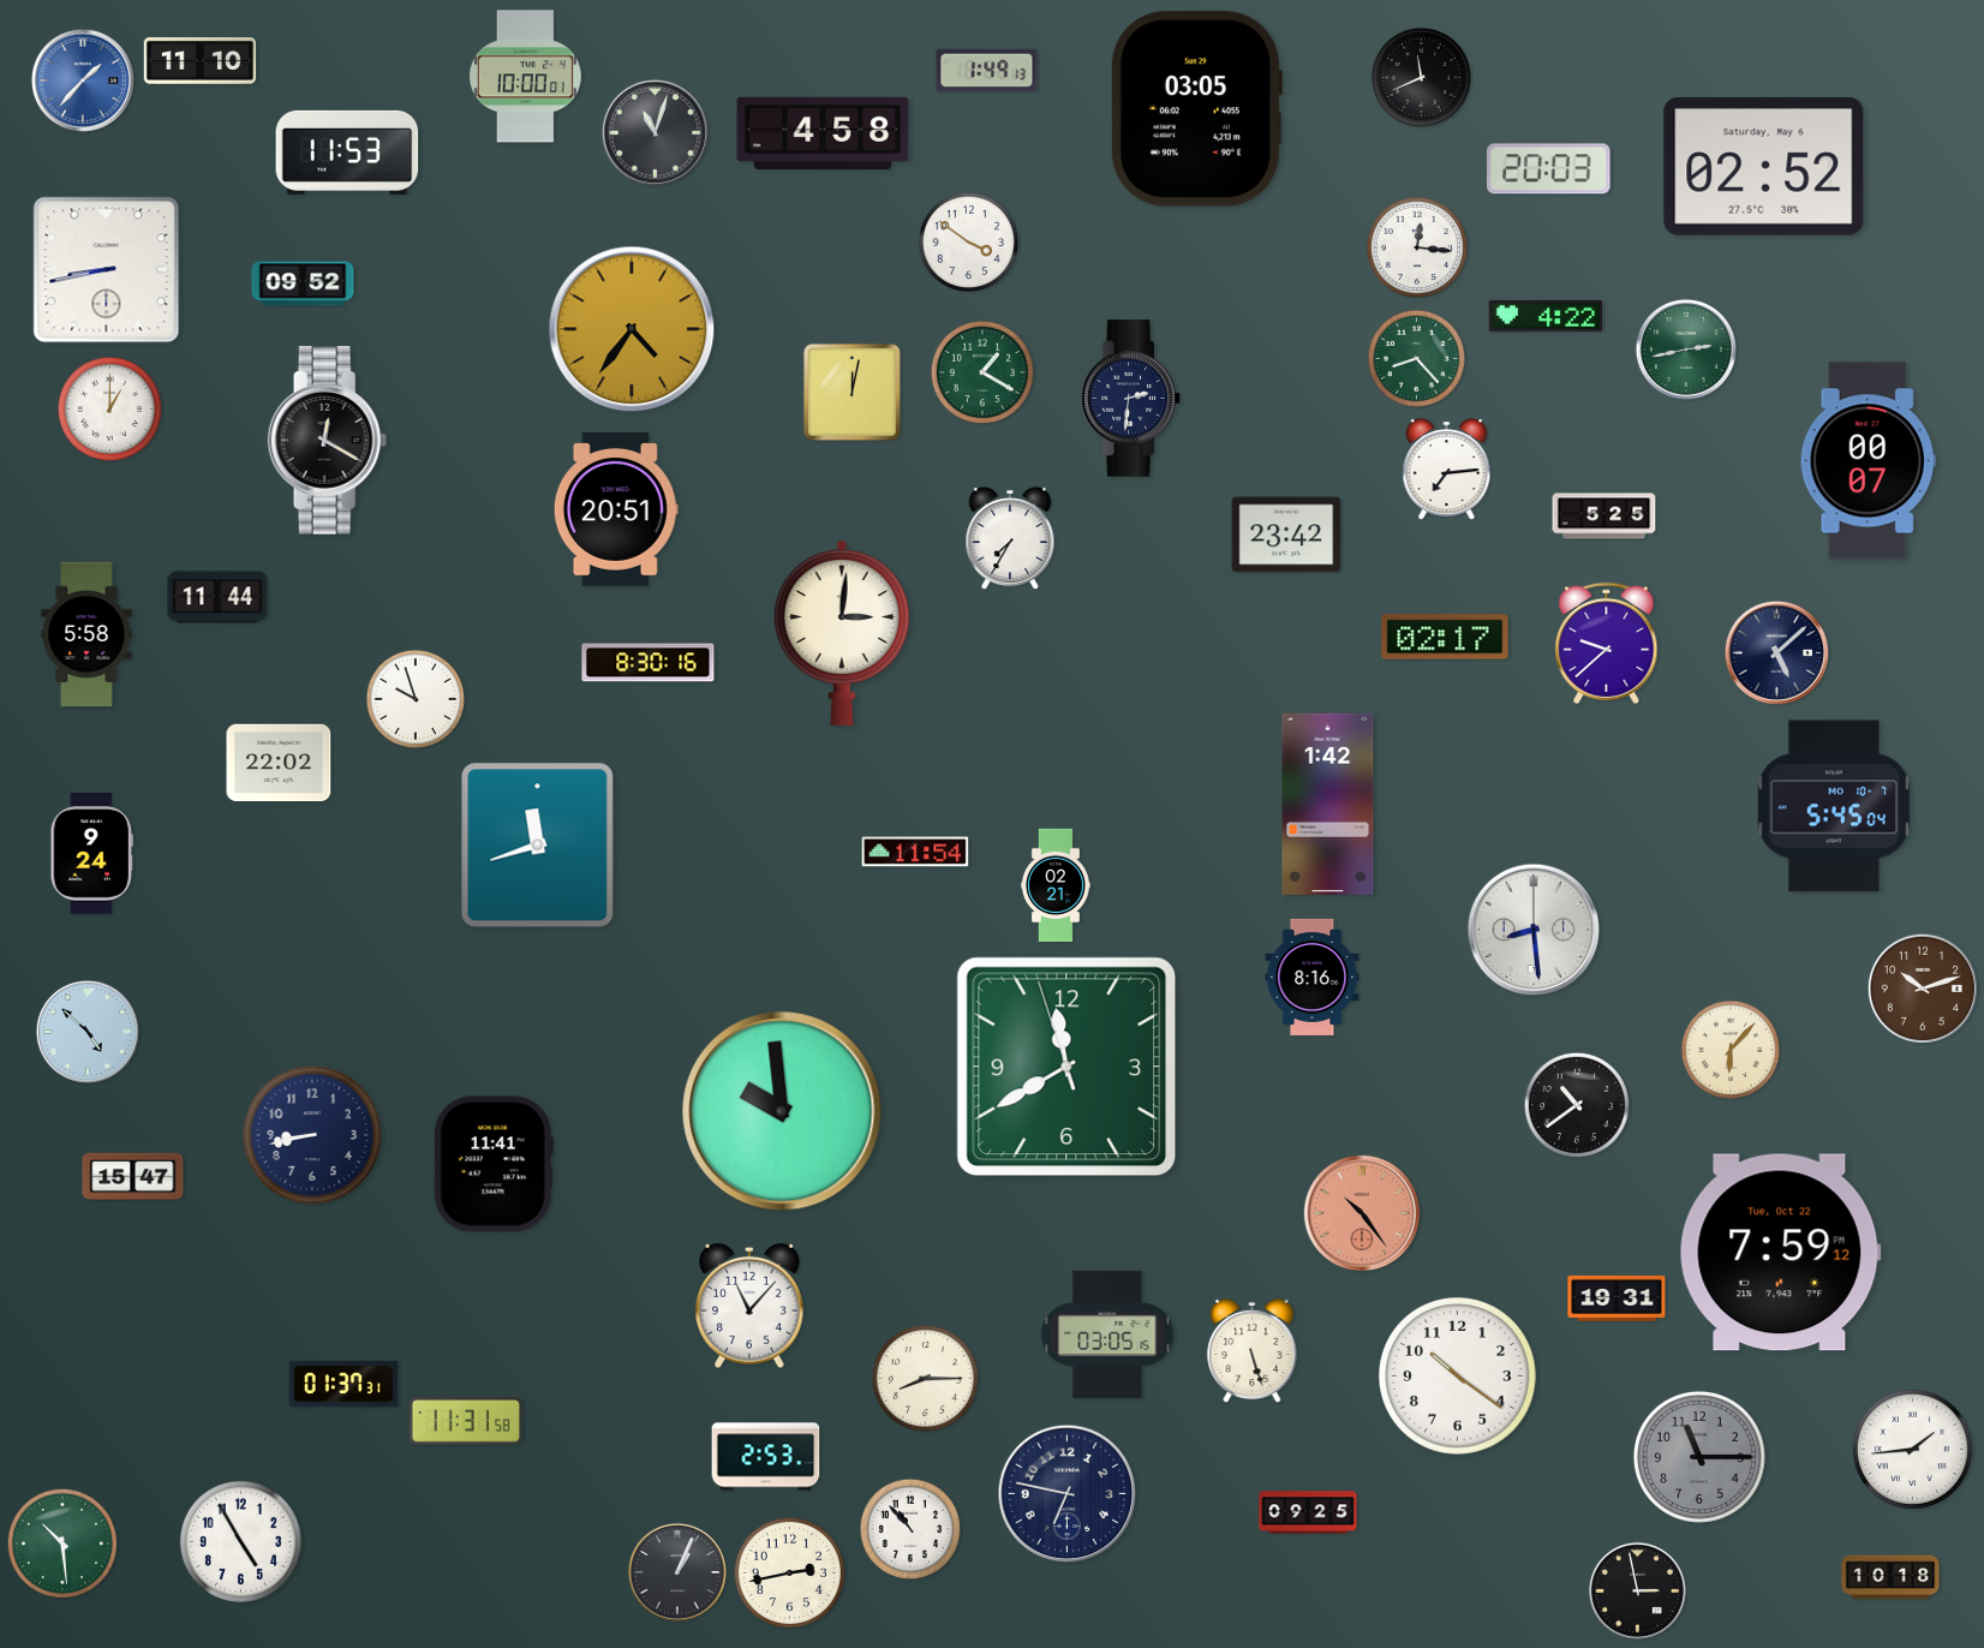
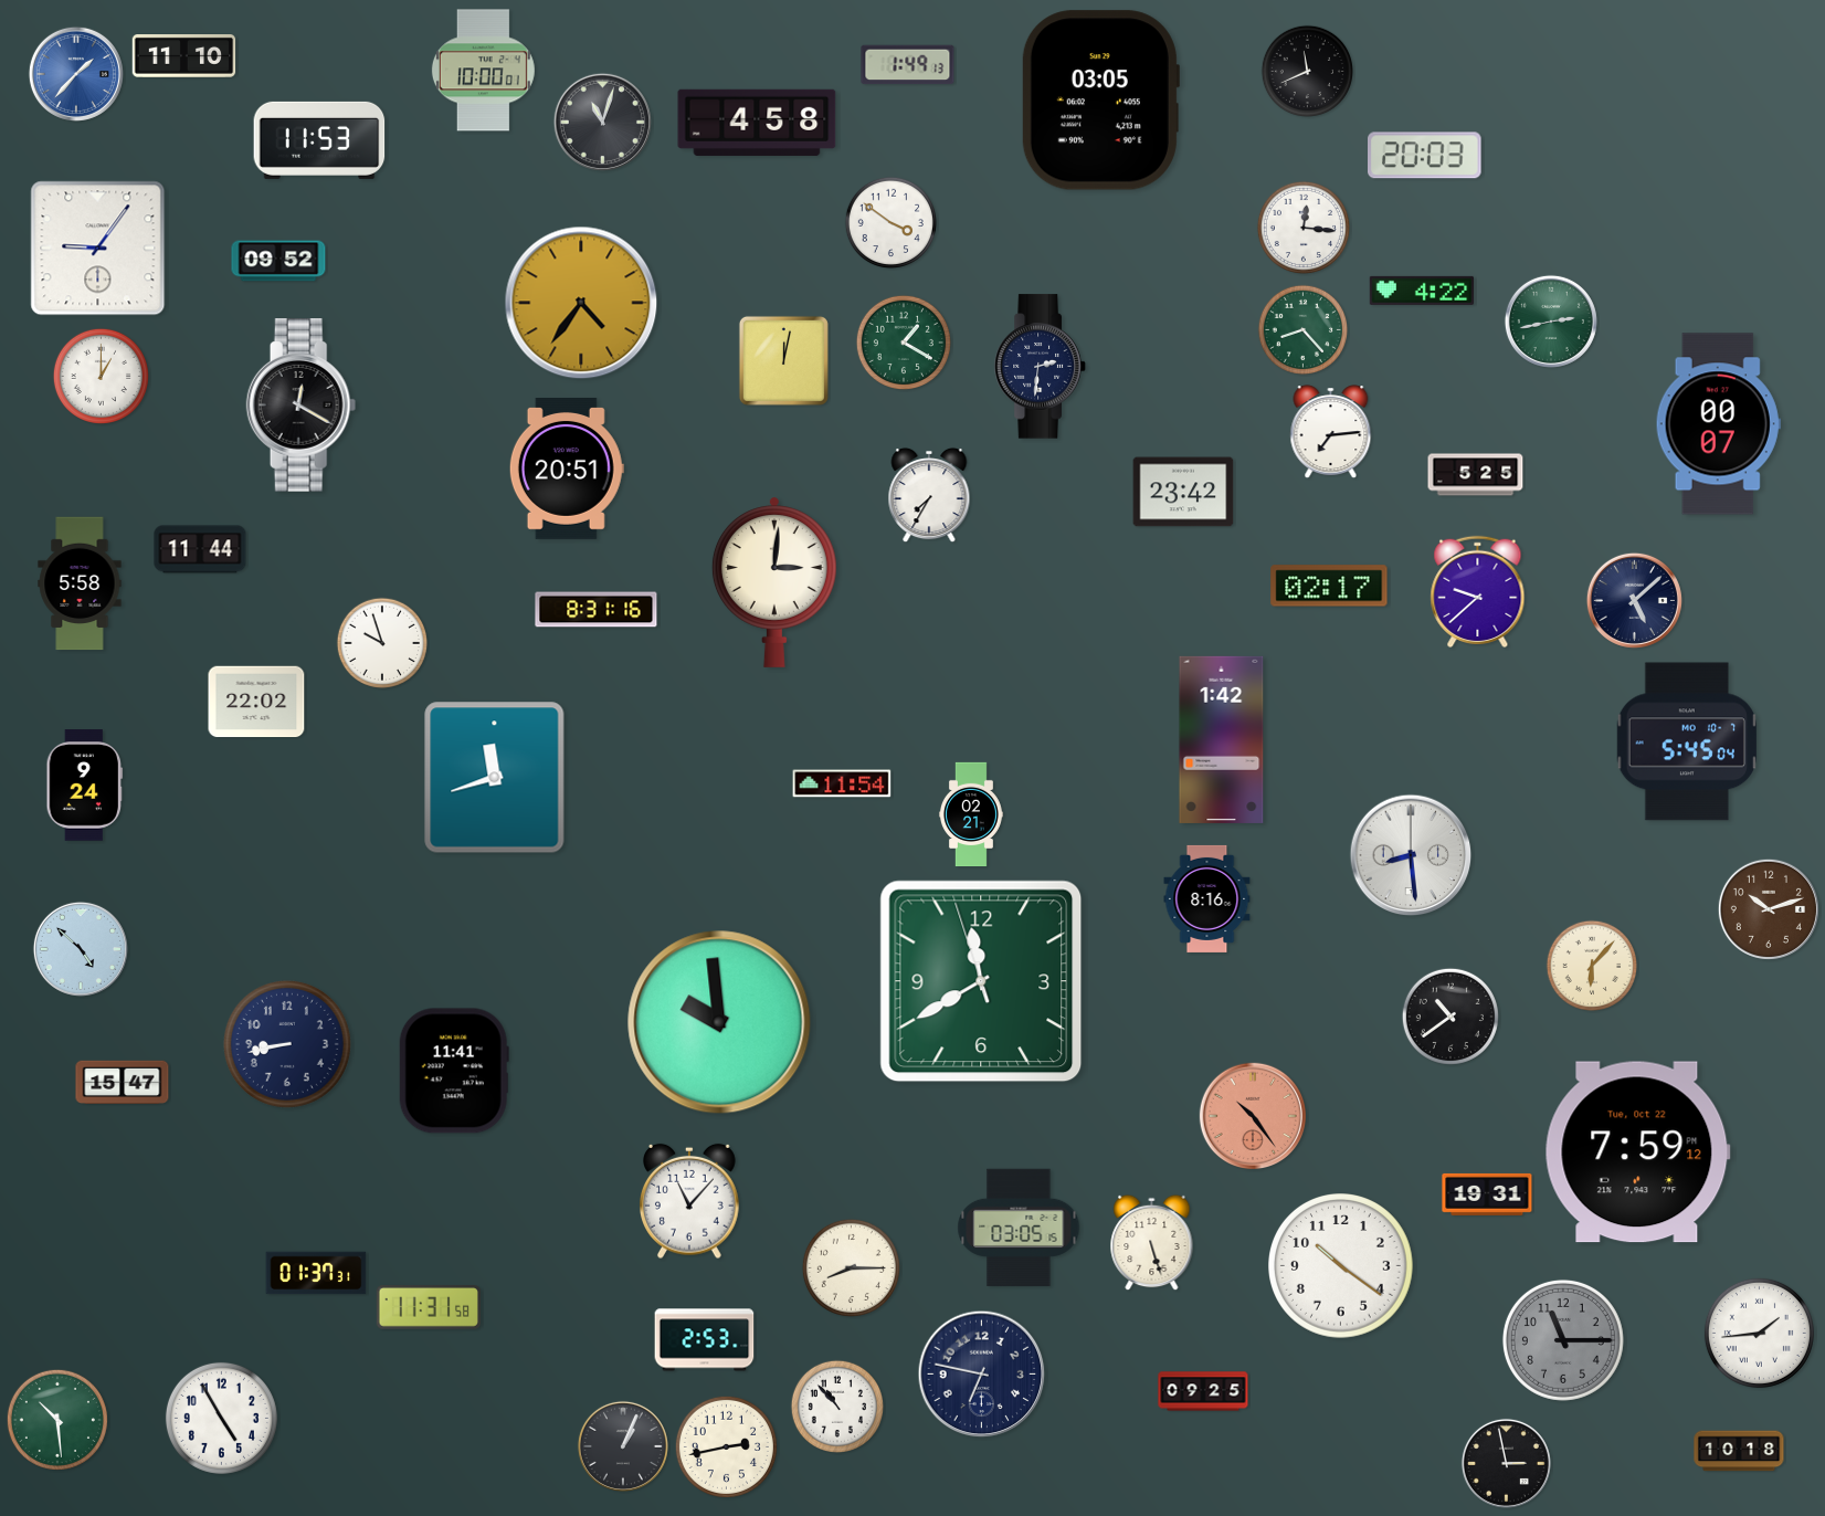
clock at (1764, 166): 02:52 -> none
clock at (107, 270): 8:43 -> 9:06
clock at (649, 663): 8:30 -> 8:31
